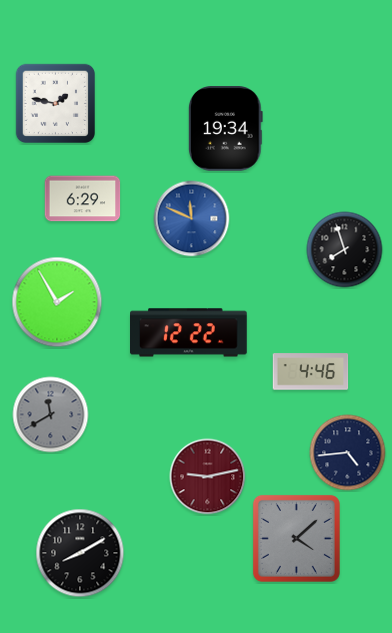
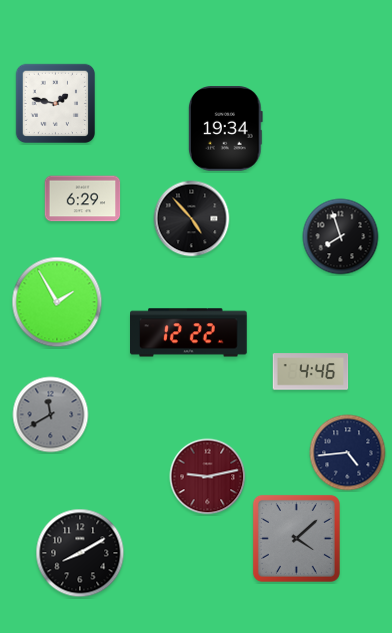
clock at (192, 219): 11:49 -> 4:53
clock at (192, 219) dial: blue -> black
clock at (345, 250) position: (345, 250) -> (341, 237)
